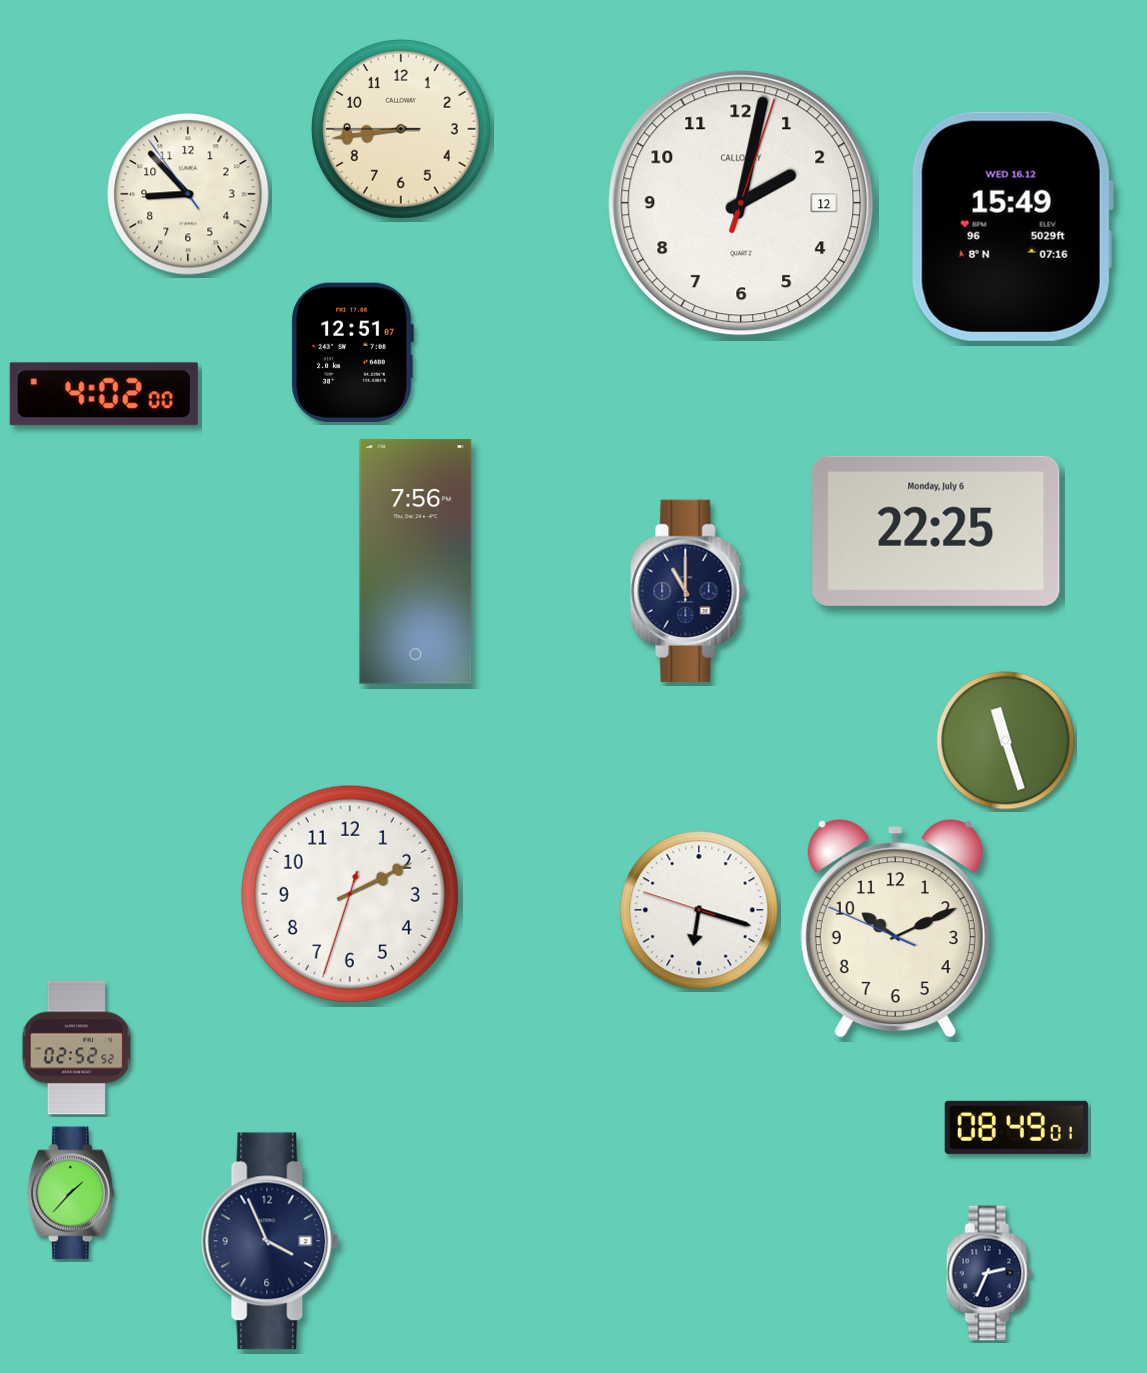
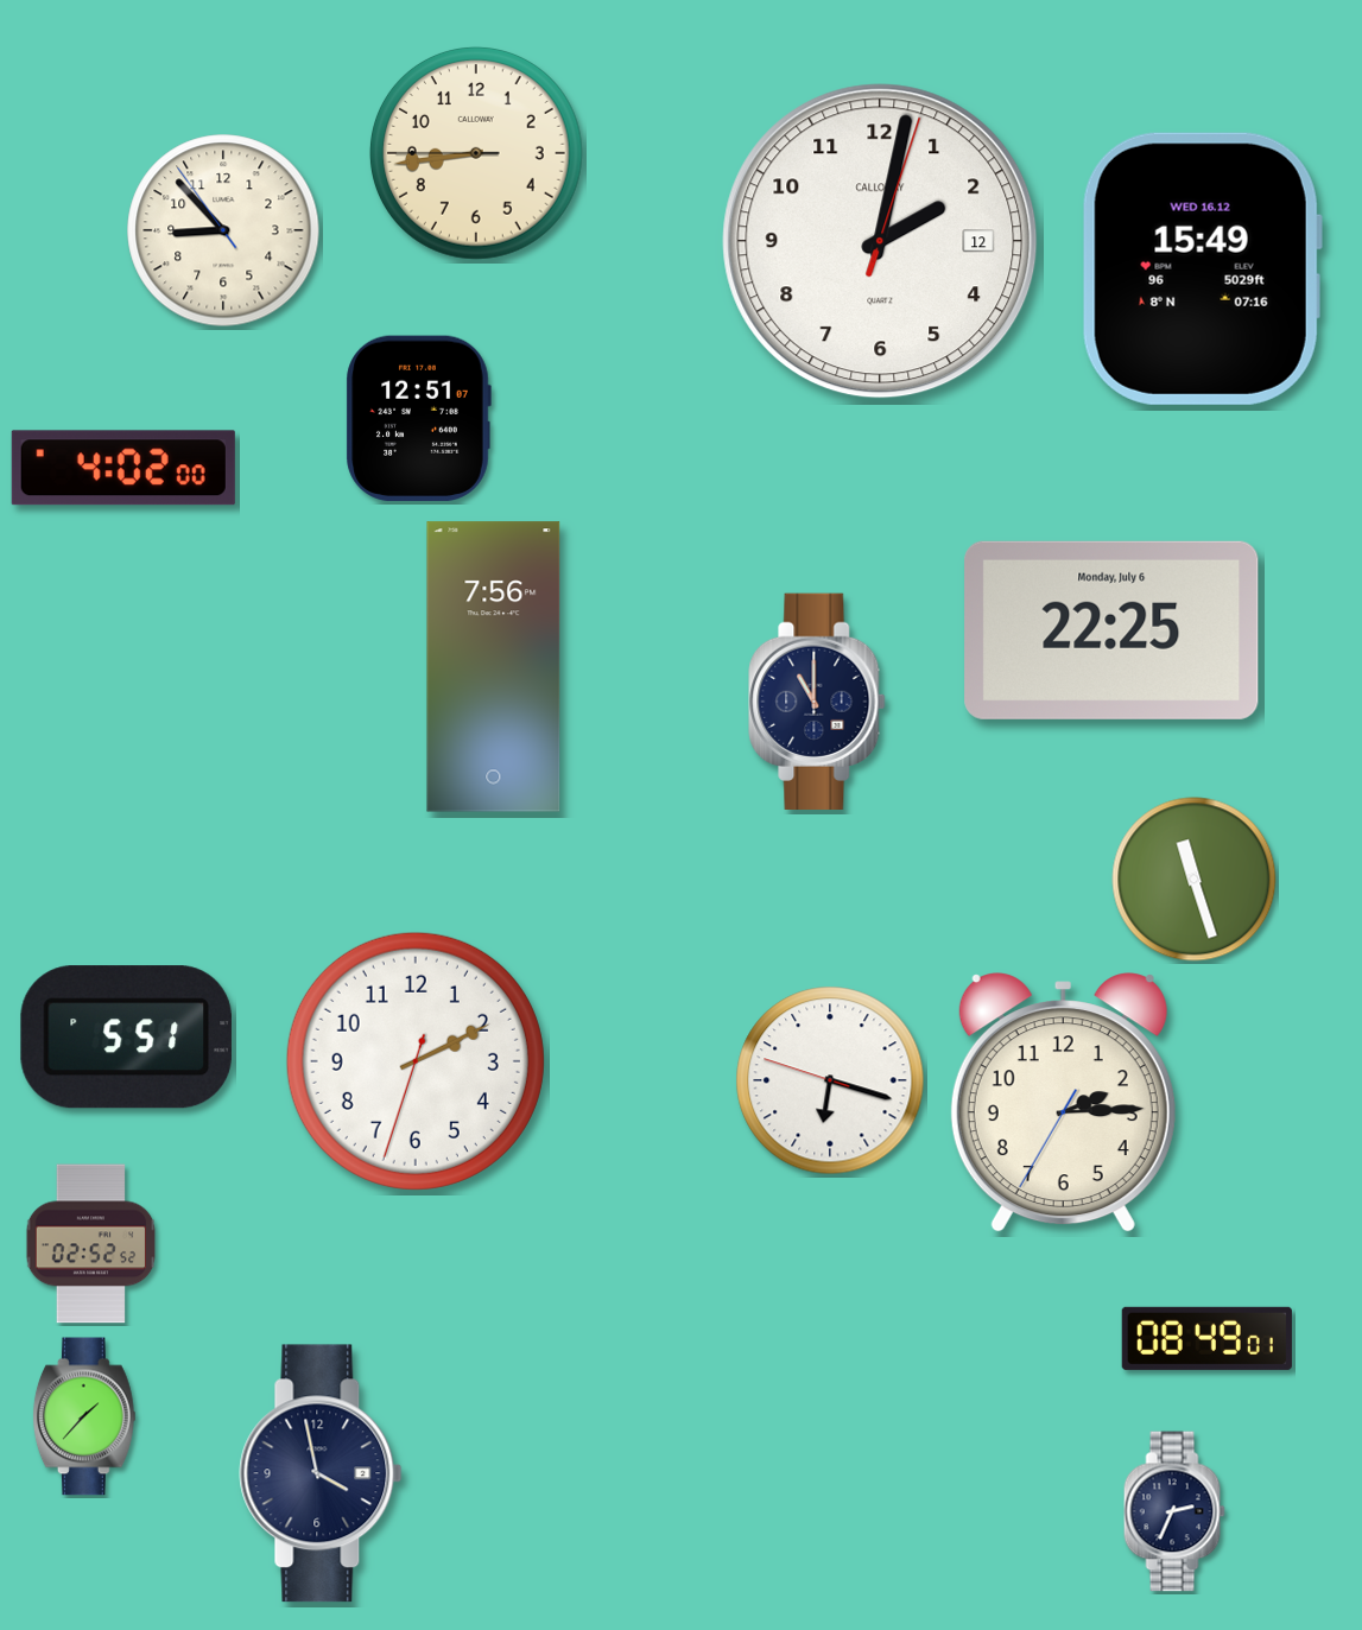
clock at (126, 1038): none -> 5:51
clock at (895, 929): 10:10 -> 2:14
clock at (270, 1241): 3:56 -> 3:58
